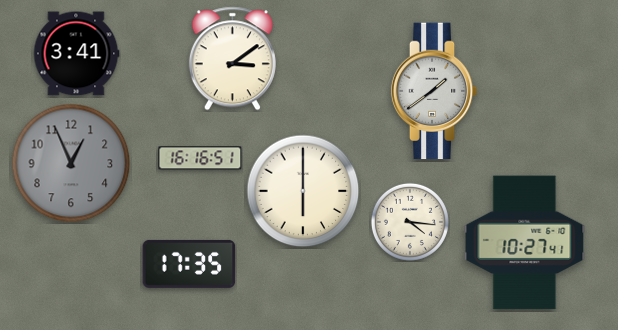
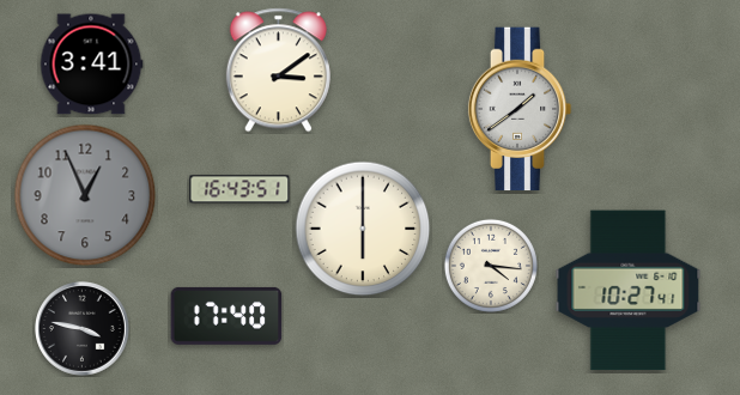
clock at (200, 158): 16:16 -> 16:43
clock at (189, 264): 17:35 -> 17:40
clock at (83, 329): none -> 3:47
